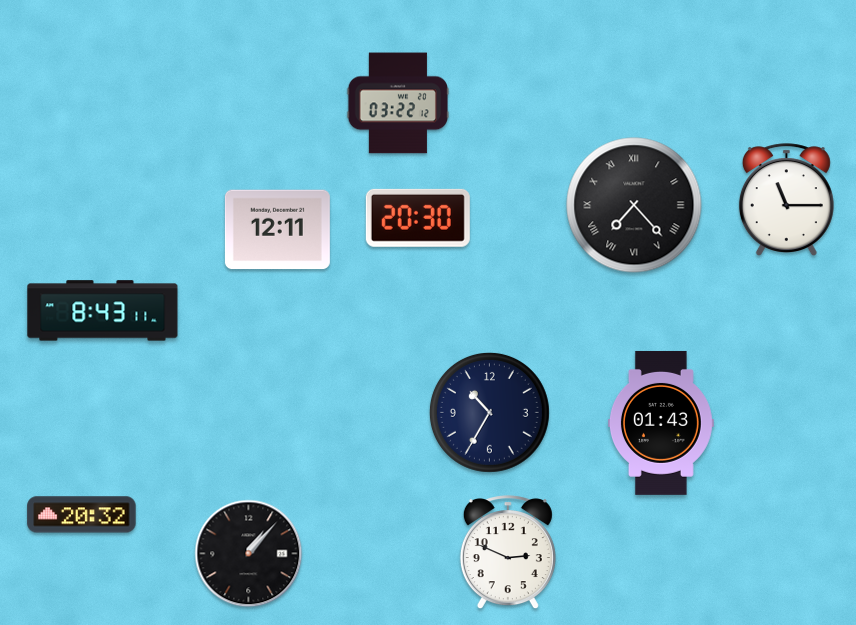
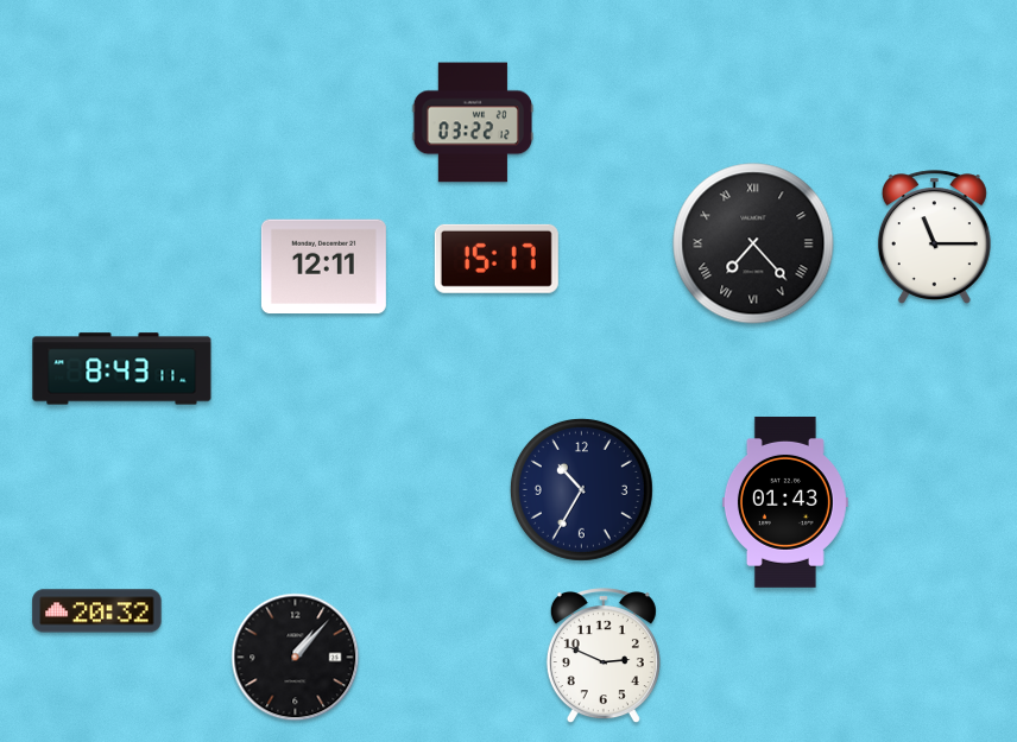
clock at (418, 218): 20:30 -> 15:17
clock at (277, 230) position: (277, 230) -> (323, 267)
